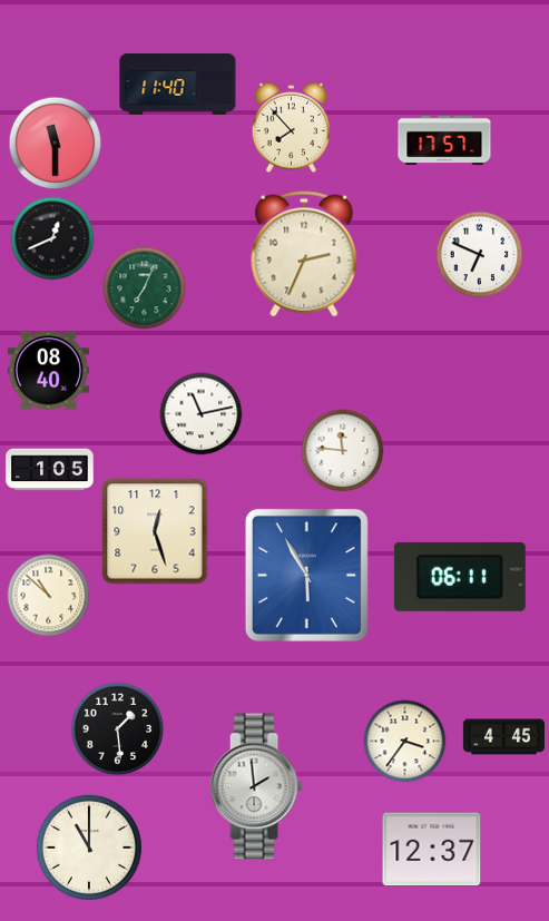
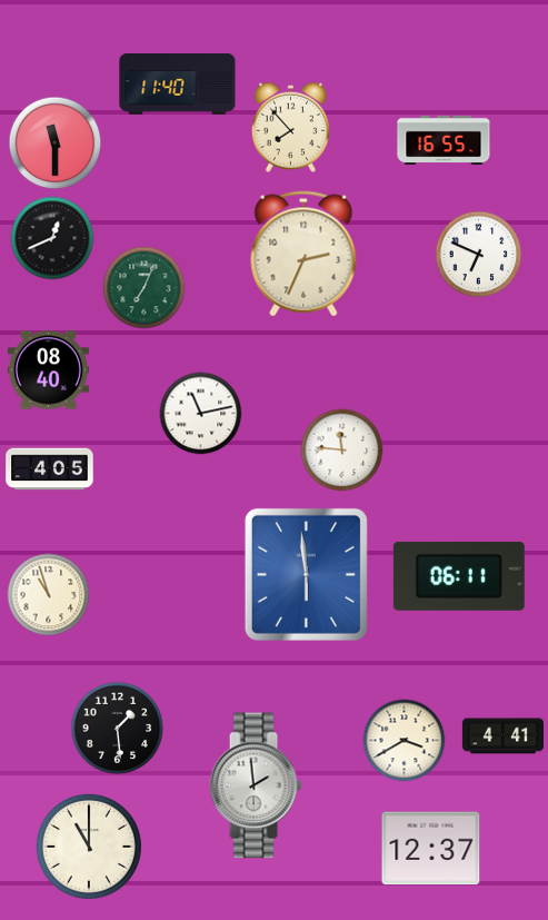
clock at (444, 140): 17:57 -> 16:55
clock at (50, 470): 1:05 -> 4:05
clock at (155, 531): 12:27 -> none
clock at (306, 575): 5:55 -> 5:59
clock at (49, 596): 10:52 -> 10:57
clock at (503, 737): 4:45 -> 4:41
clock at (405, 742): 3:36 -> 3:40
